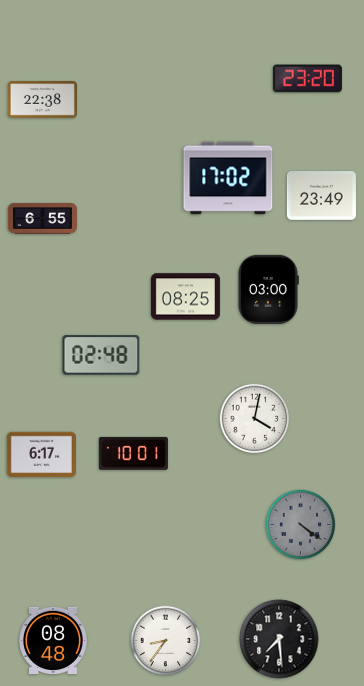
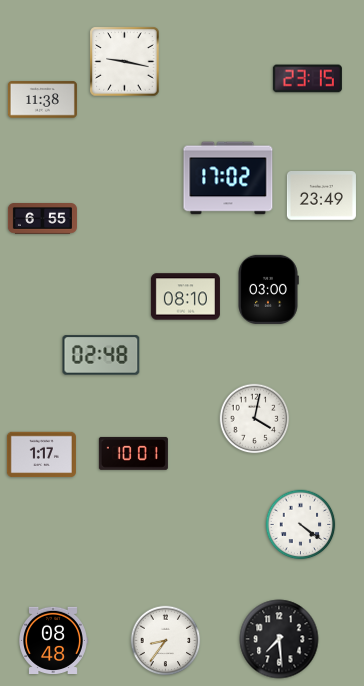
clock at (125, 62): none -> 9:17
clock at (307, 79): 23:20 -> 23:15
clock at (42, 100): 22:38 -> 11:38
clock at (185, 297): 08:25 -> 08:10
clock at (41, 455): 6:17 -> 1:17
clock at (301, 525) dial: grey -> white
